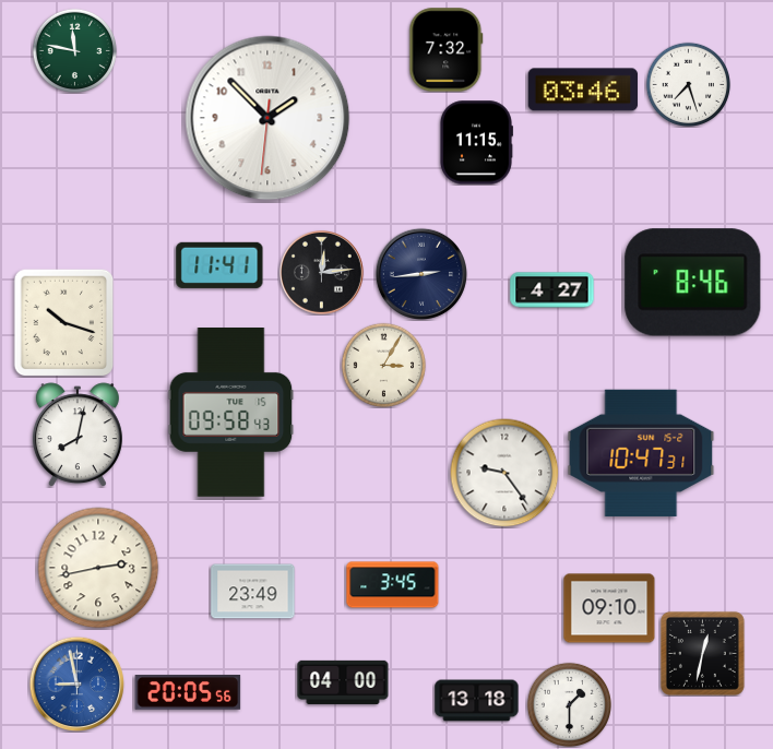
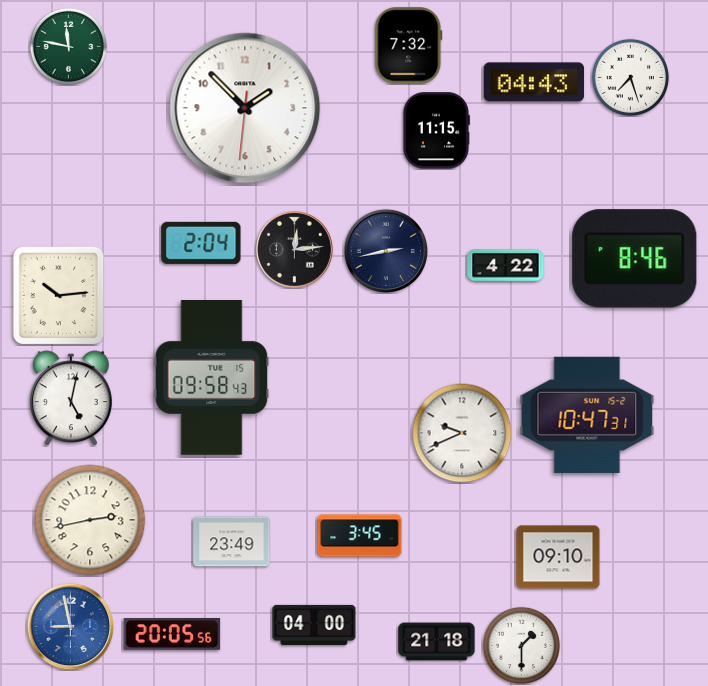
clock at (583, 90): 03:46 -> 04:43
clock at (219, 265): 11:41 -> 2:04
clock at (420, 273): 2:44 -> 2:43
clock at (552, 290): 4:27 -> 4:22
clock at (64, 322): 10:18 -> 10:14
clock at (383, 365): 3:05 -> none
clock at (78, 435): 8:02 -> 5:02
clock at (504, 473): 9:24 -> 9:41
clock at (702, 653): 12:32 -> none
clock at (477, 701): 13:18 -> 21:18
